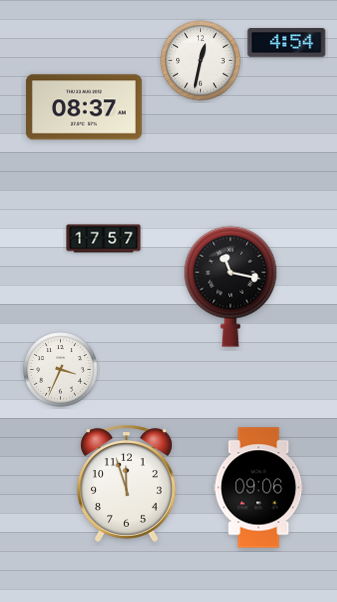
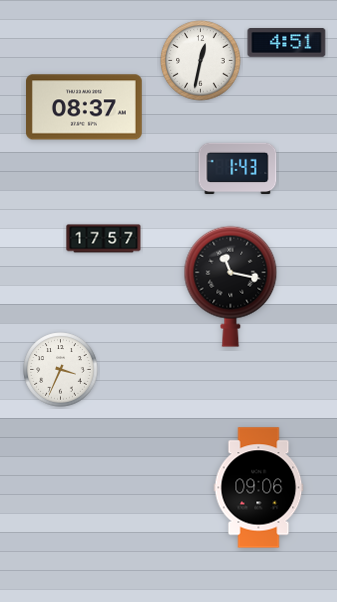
clock at (287, 43): 4:54 -> 4:51
clock at (238, 169): none -> 1:43
clock at (127, 483): 11:57 -> none
